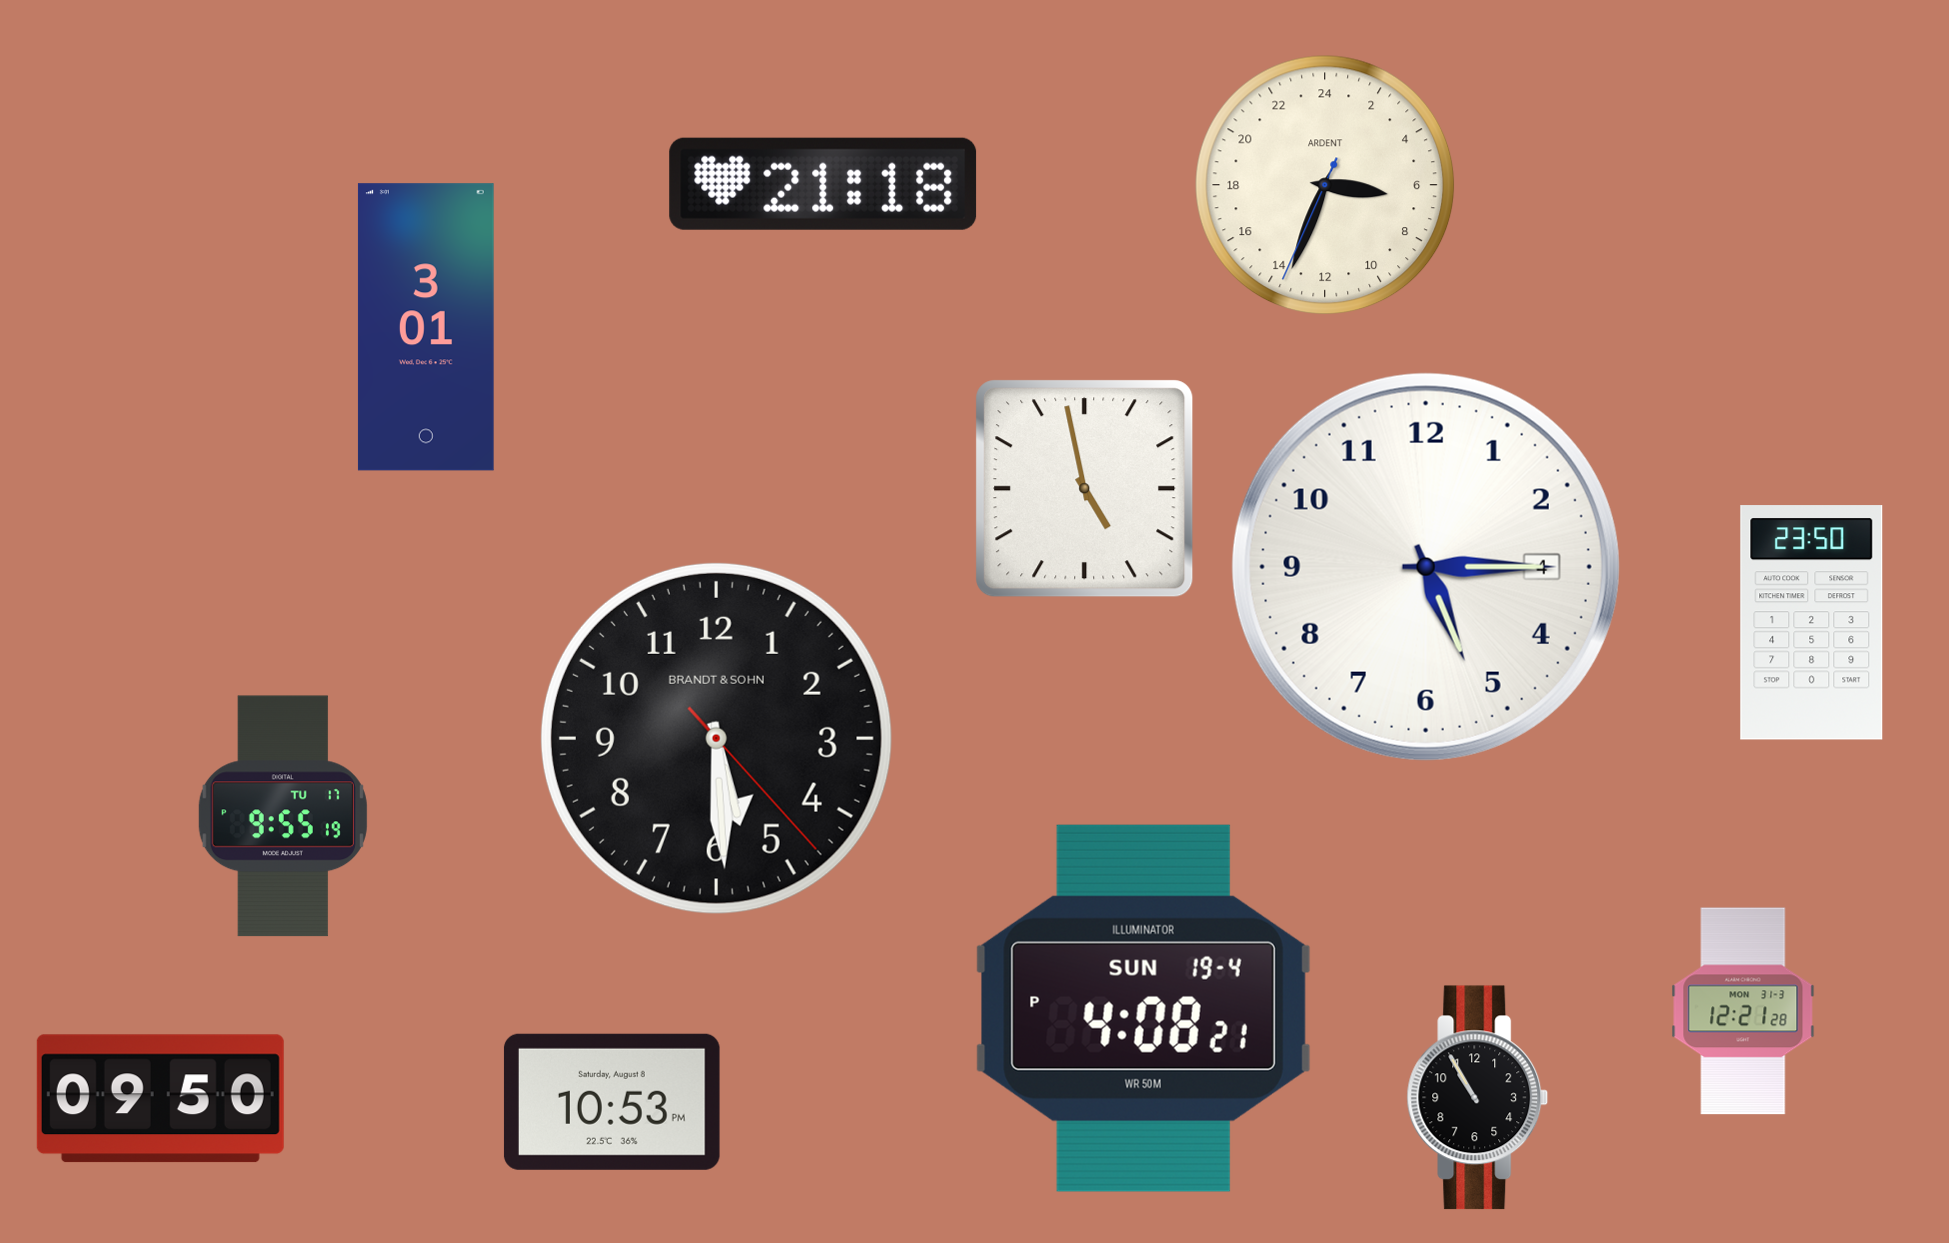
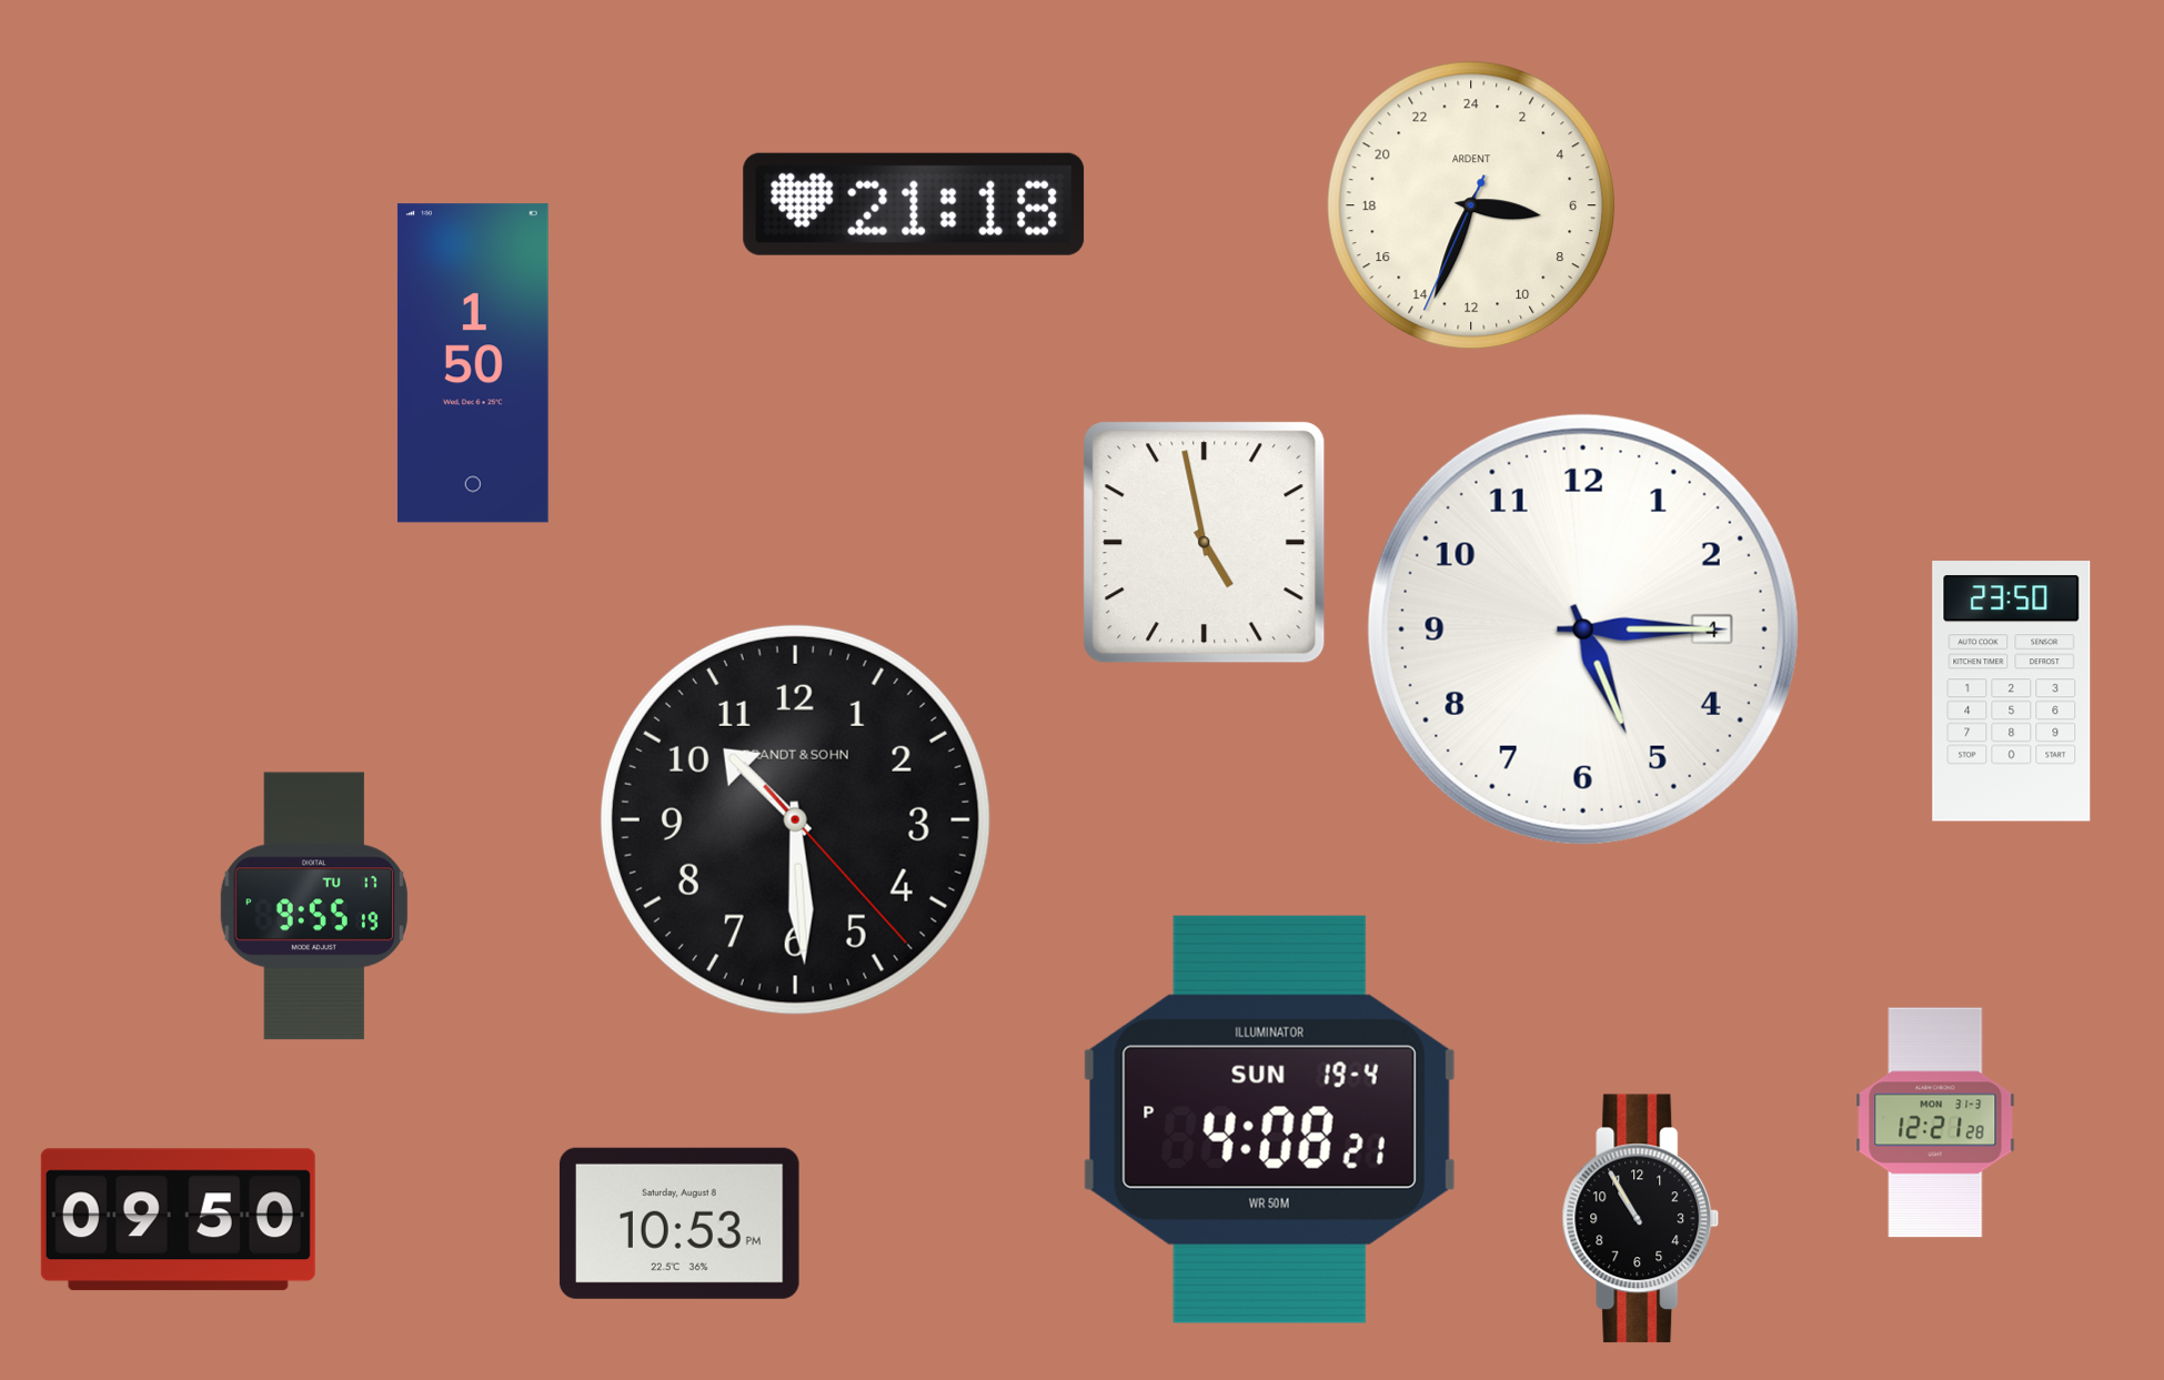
clock at (426, 327): 3:01 -> 1:50
clock at (716, 738): 5:29 -> 10:29
